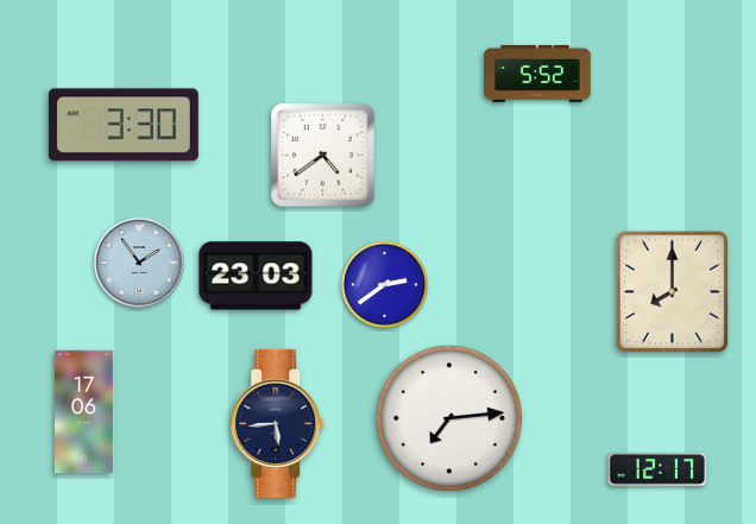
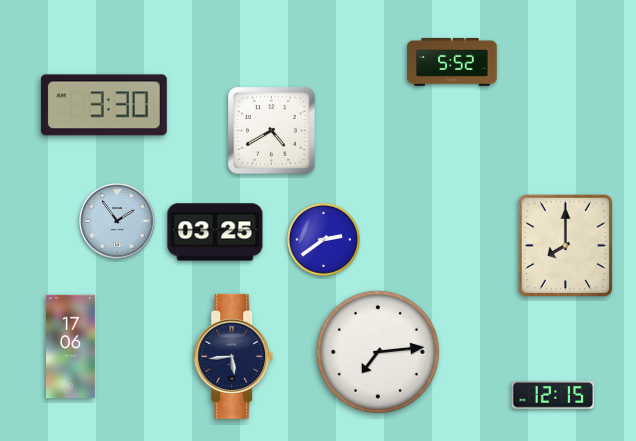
clock at (323, 156): 4:39 -> 4:40
clock at (256, 276): 23:03 -> 03:25
clock at (657, 469): 12:17 -> 12:15
